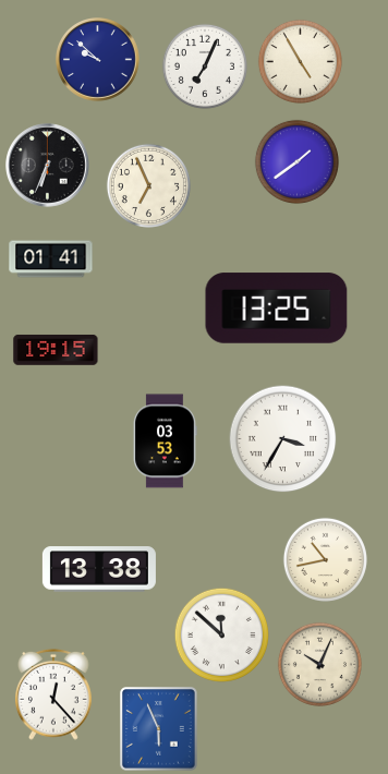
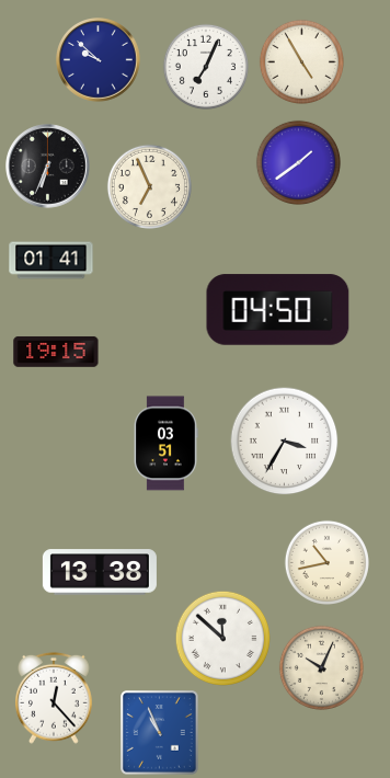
clock at (277, 309): 13:25 -> 04:50
clock at (165, 442): 03:53 -> 03:51
clock at (159, 729): 5:56 -> 10:56
